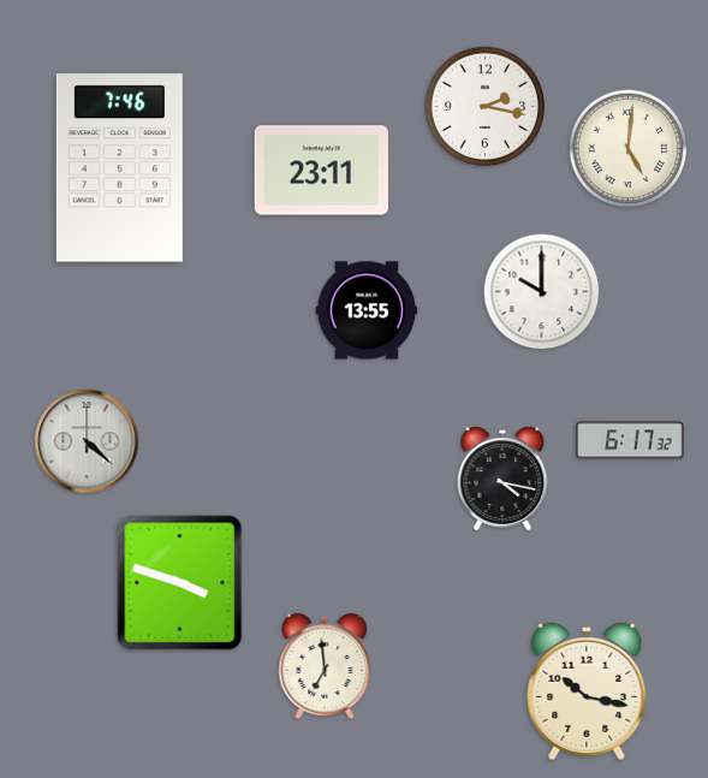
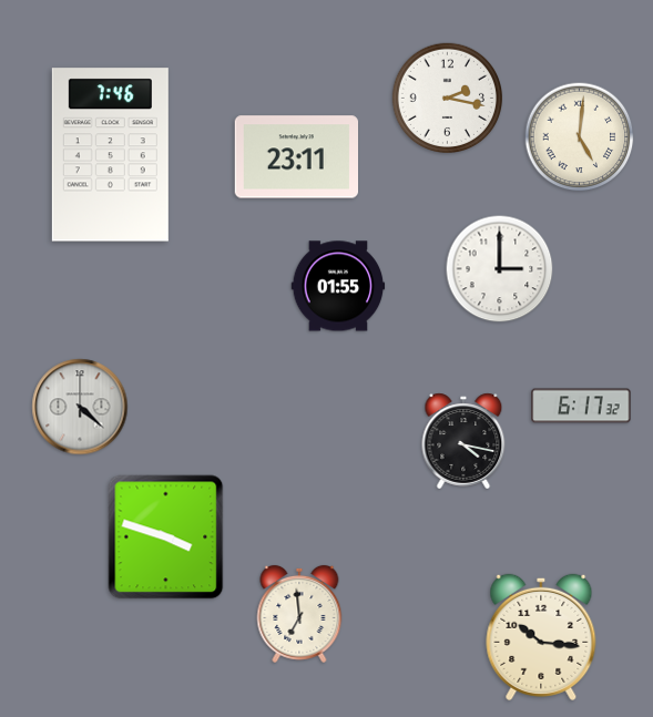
clock at (542, 292): 10:00 -> 3:00
clock at (367, 310): 13:55 -> 01:55
clock at (587, 691): 10:17 -> 10:16
